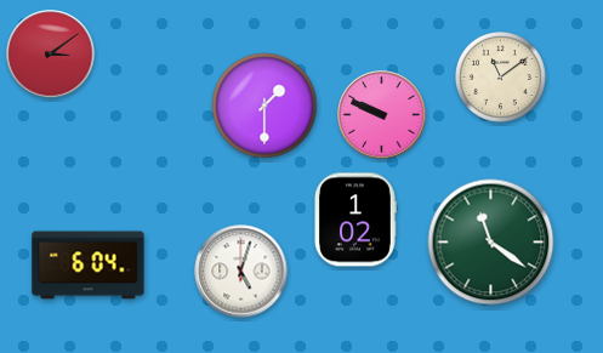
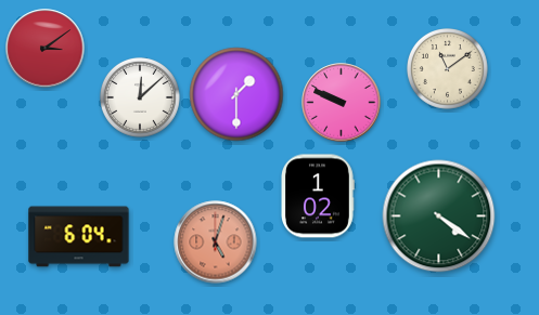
clock at (140, 97): none -> 12:08
clock at (491, 243): 11:21 -> 4:21
clock at (241, 272) dial: white -> salmon
